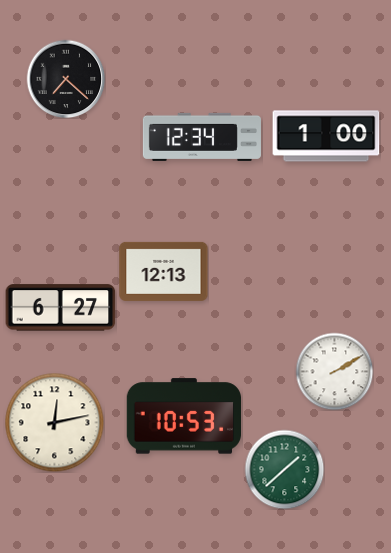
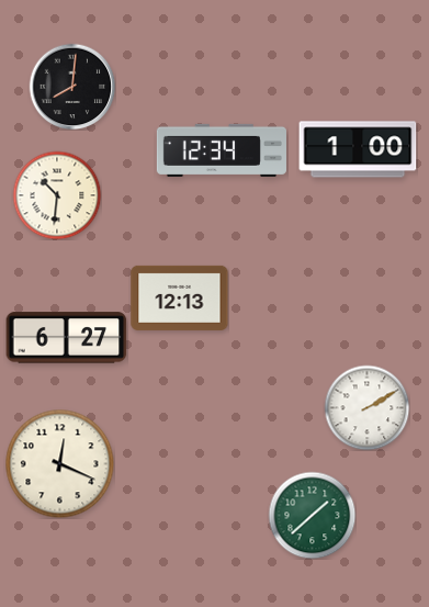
clock at (66, 79): 7:22 -> 8:01
clock at (57, 195): none -> 10:31
clock at (183, 416): 10:53 -> none
clock at (55, 423): 12:13 -> 12:19
